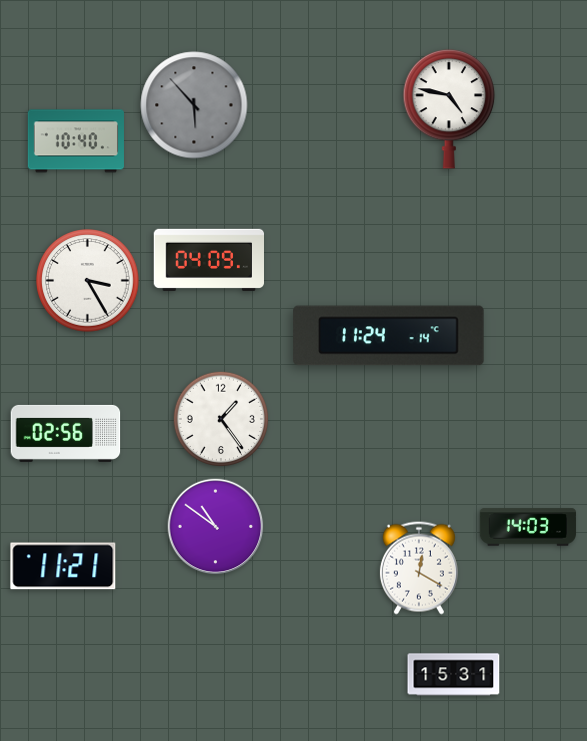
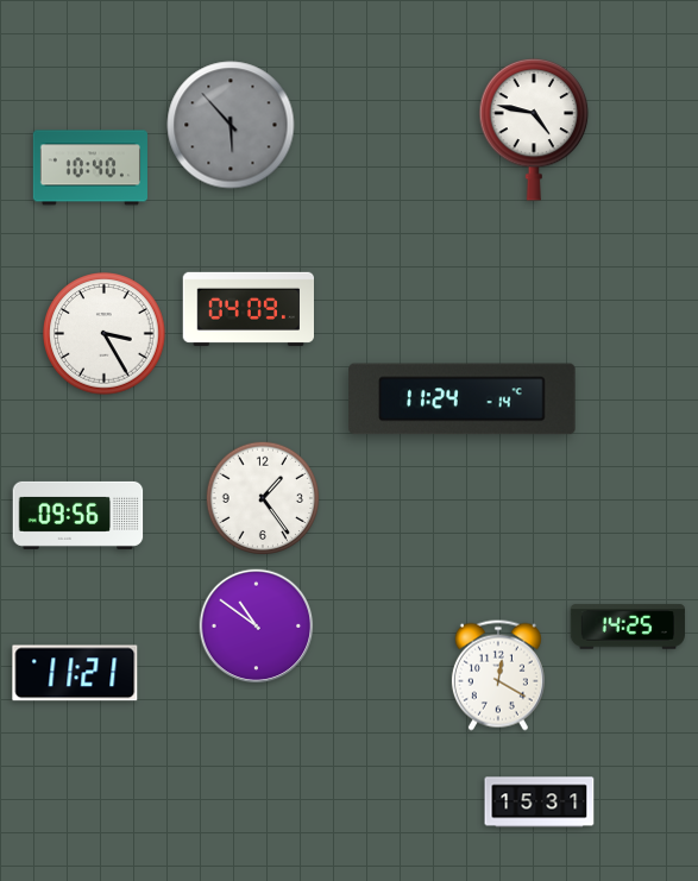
clock at (66, 433): 02:56 -> 09:56
clock at (528, 527): 14:03 -> 14:25
